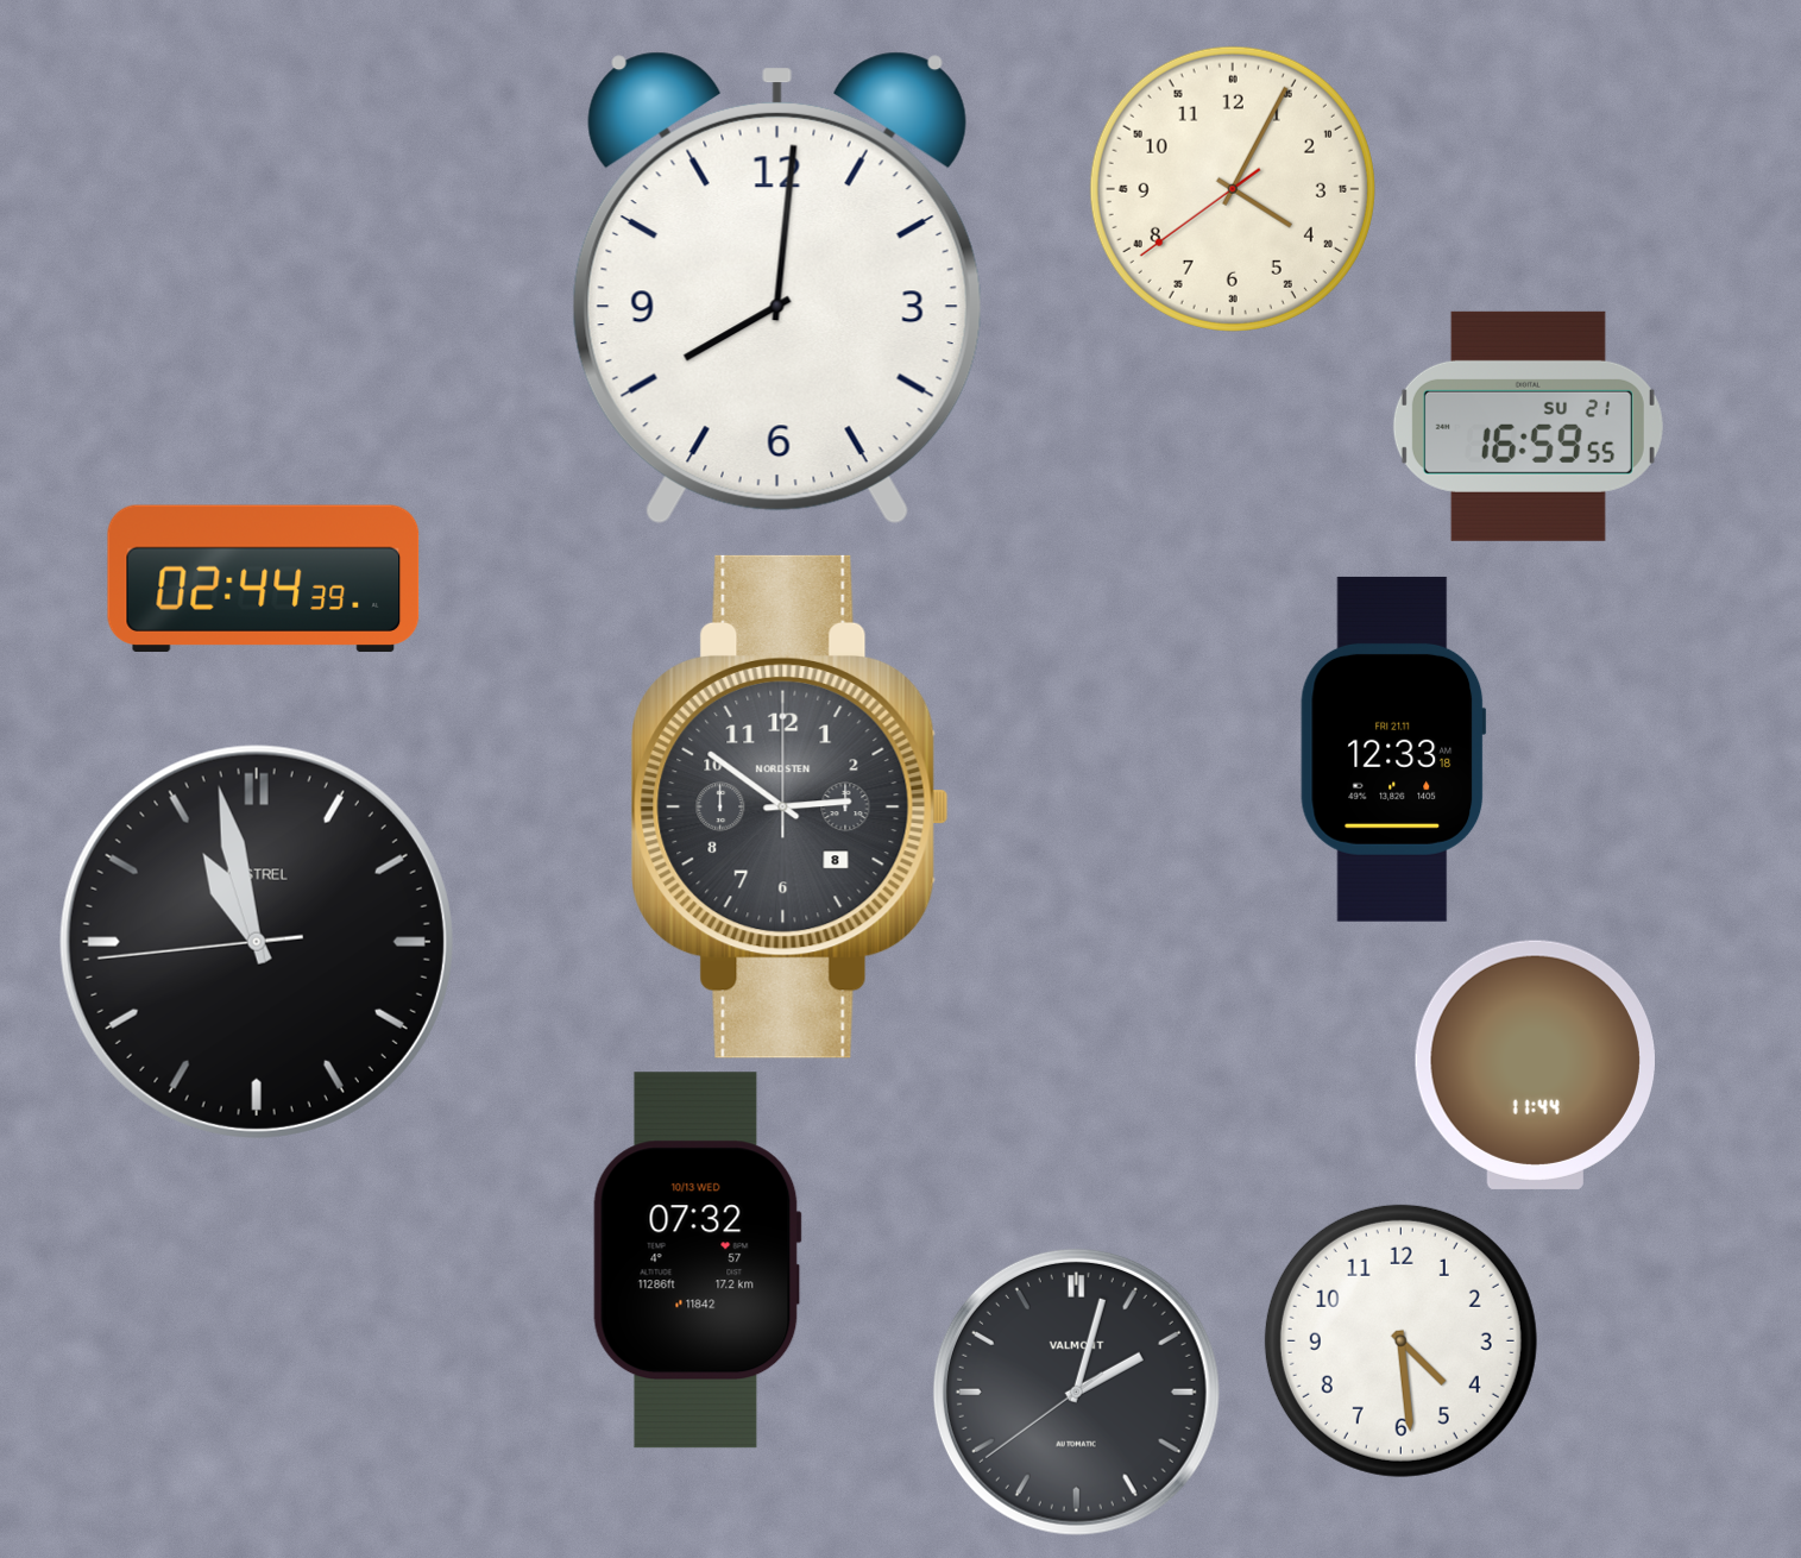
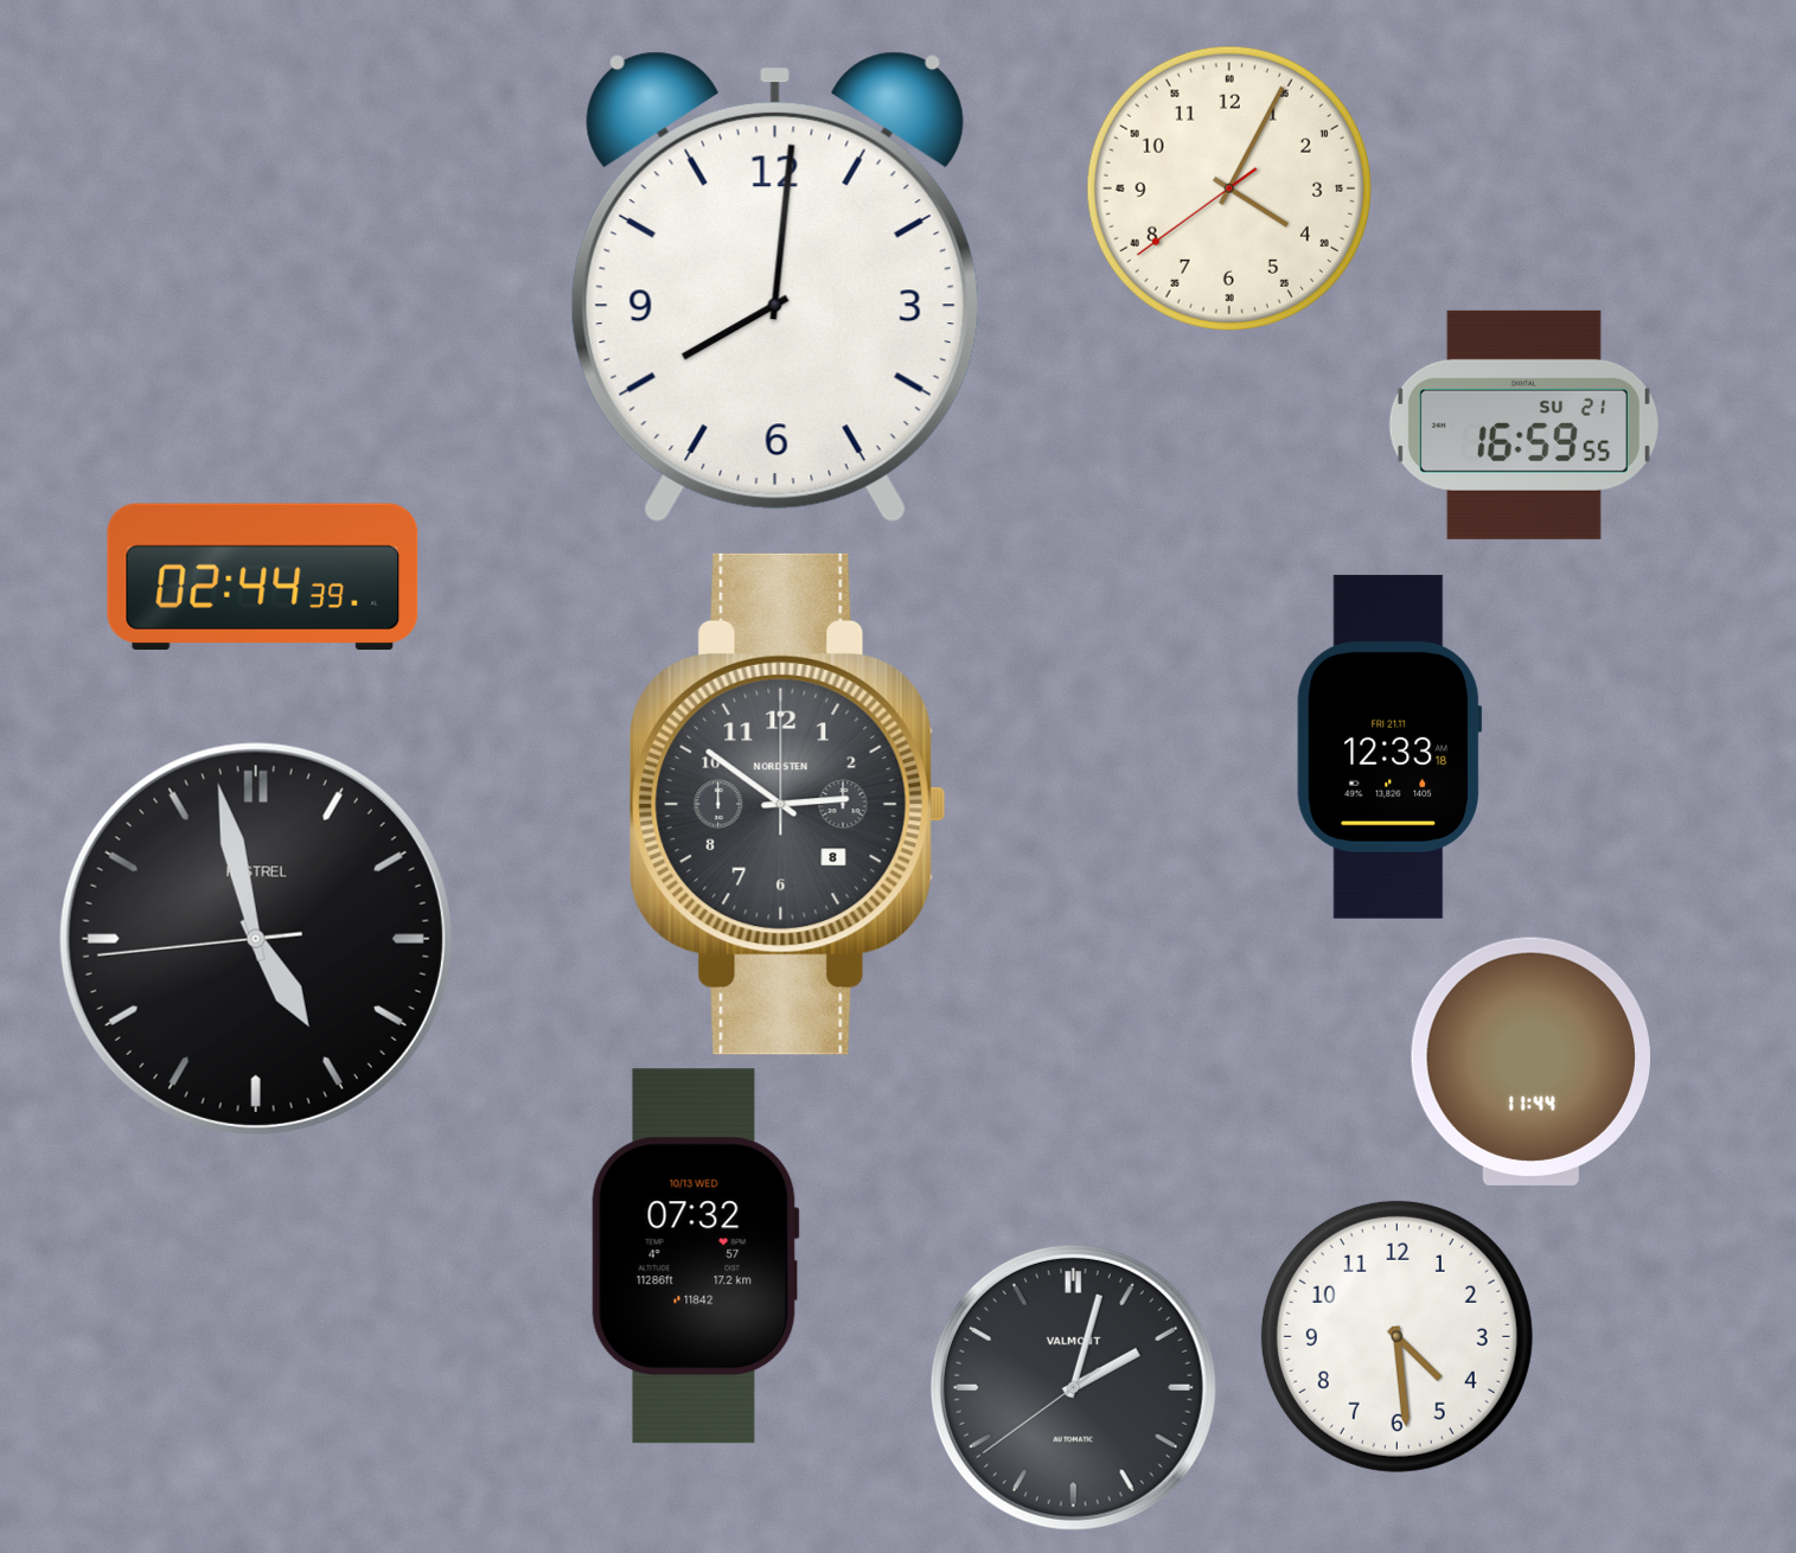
clock at (257, 942): 10:57 -> 4:57
